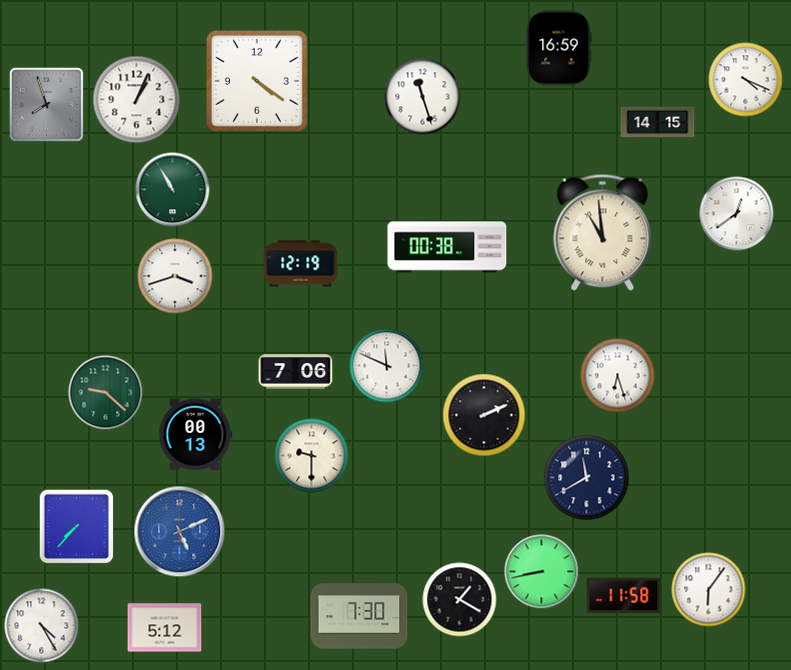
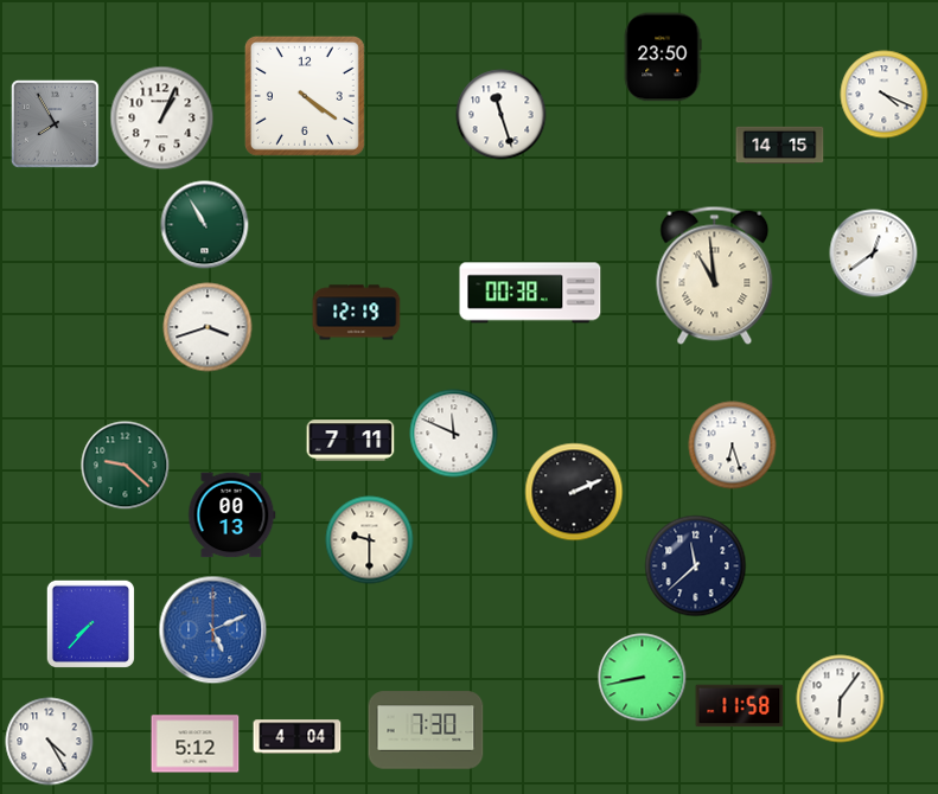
clock at (559, 48): 16:59 -> 23:50
clock at (46, 104): 7:57 -> 7:55
clock at (387, 366) position: (387, 366) -> (454, 434)
clock at (296, 372): 7:06 -> 7:11
clock at (587, 478): 11:40 -> 11:38
clock at (460, 600): 1:20 -> none
clock at (298, 737): none -> 4:04
